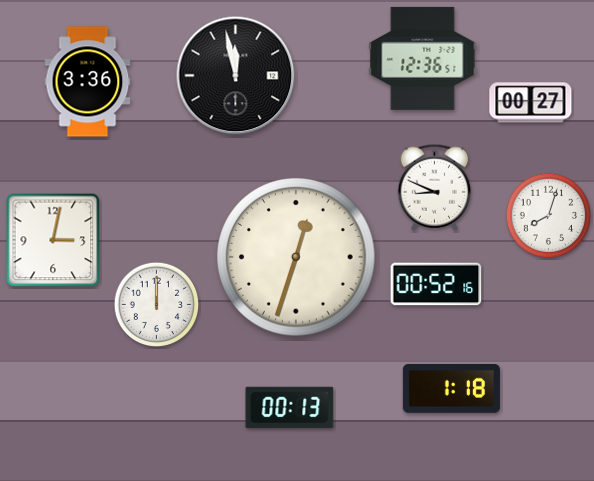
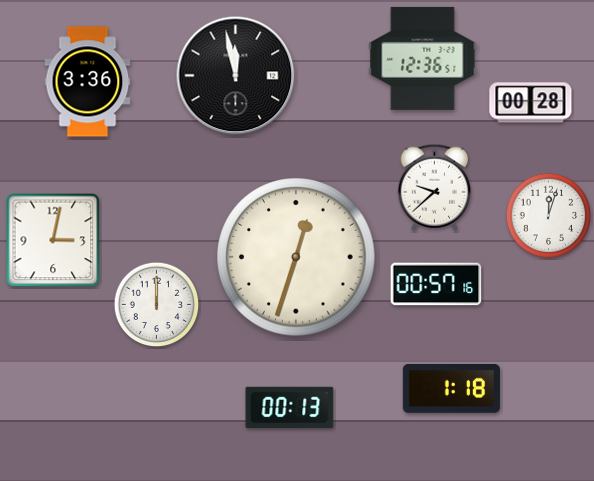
clock at (531, 103): 00:27 -> 00:28
clock at (435, 187): 8:49 -> 9:38
clock at (549, 216): 8:03 -> 12:03
clock at (436, 284): 00:52 -> 00:57
